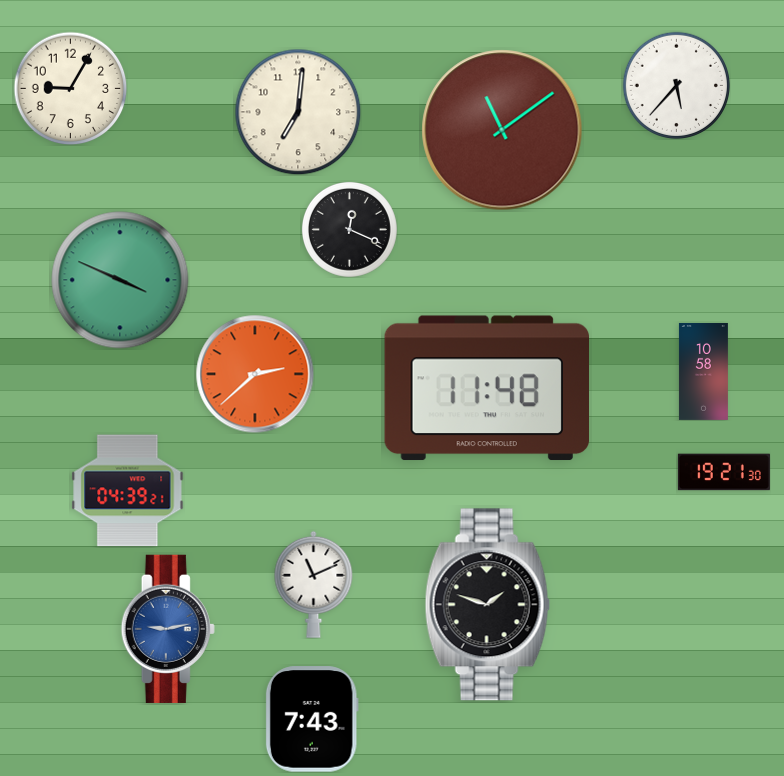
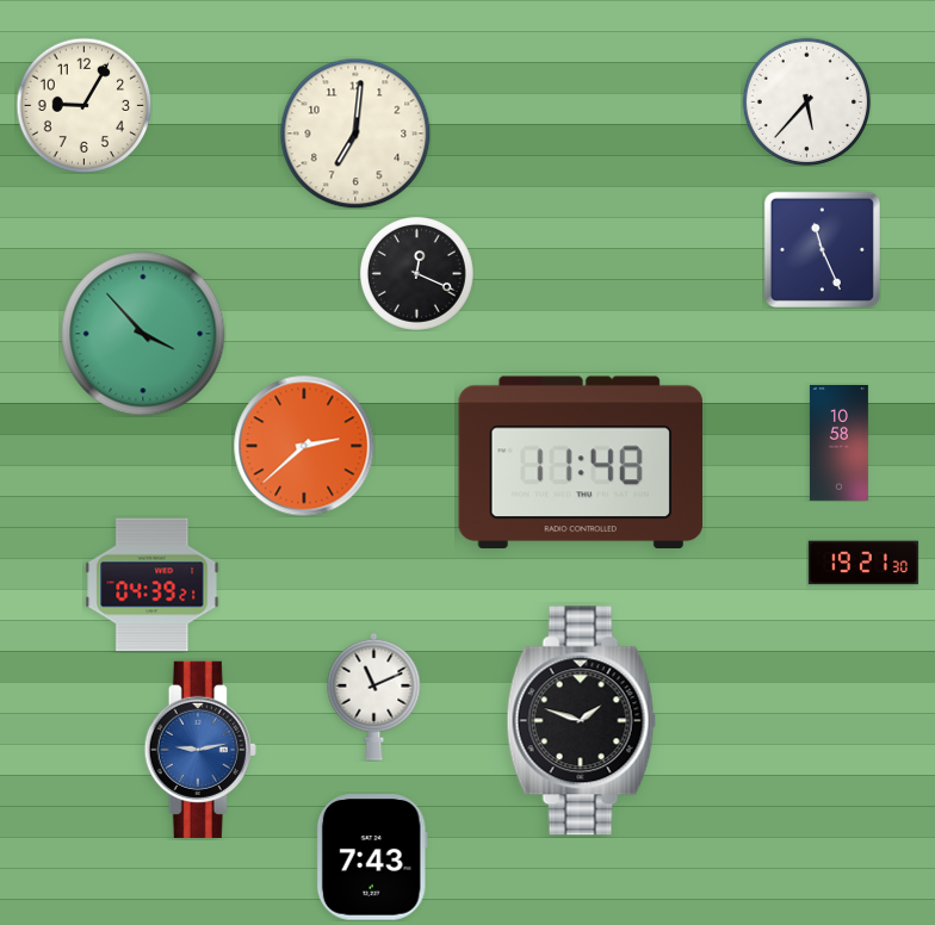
clock at (502, 130): 11:09 -> none
clock at (822, 249): none -> 11:26
clock at (120, 280): 3:49 -> 3:53
